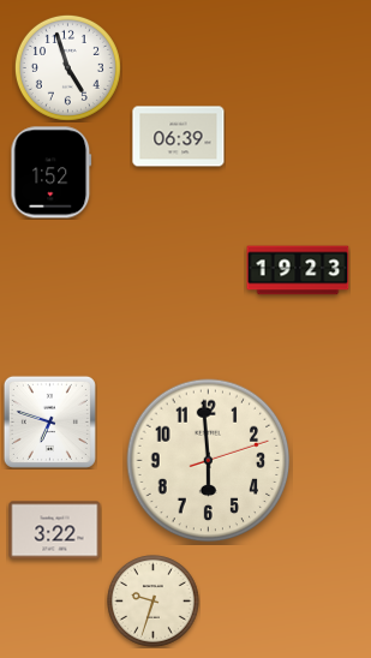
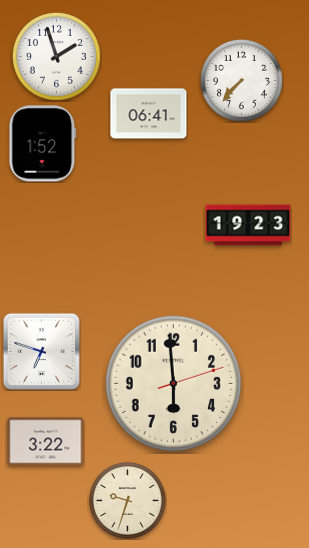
clock at (67, 67): 4:57 -> 1:57
clock at (241, 80): none -> 7:37
clock at (179, 137): 06:39 -> 06:41
